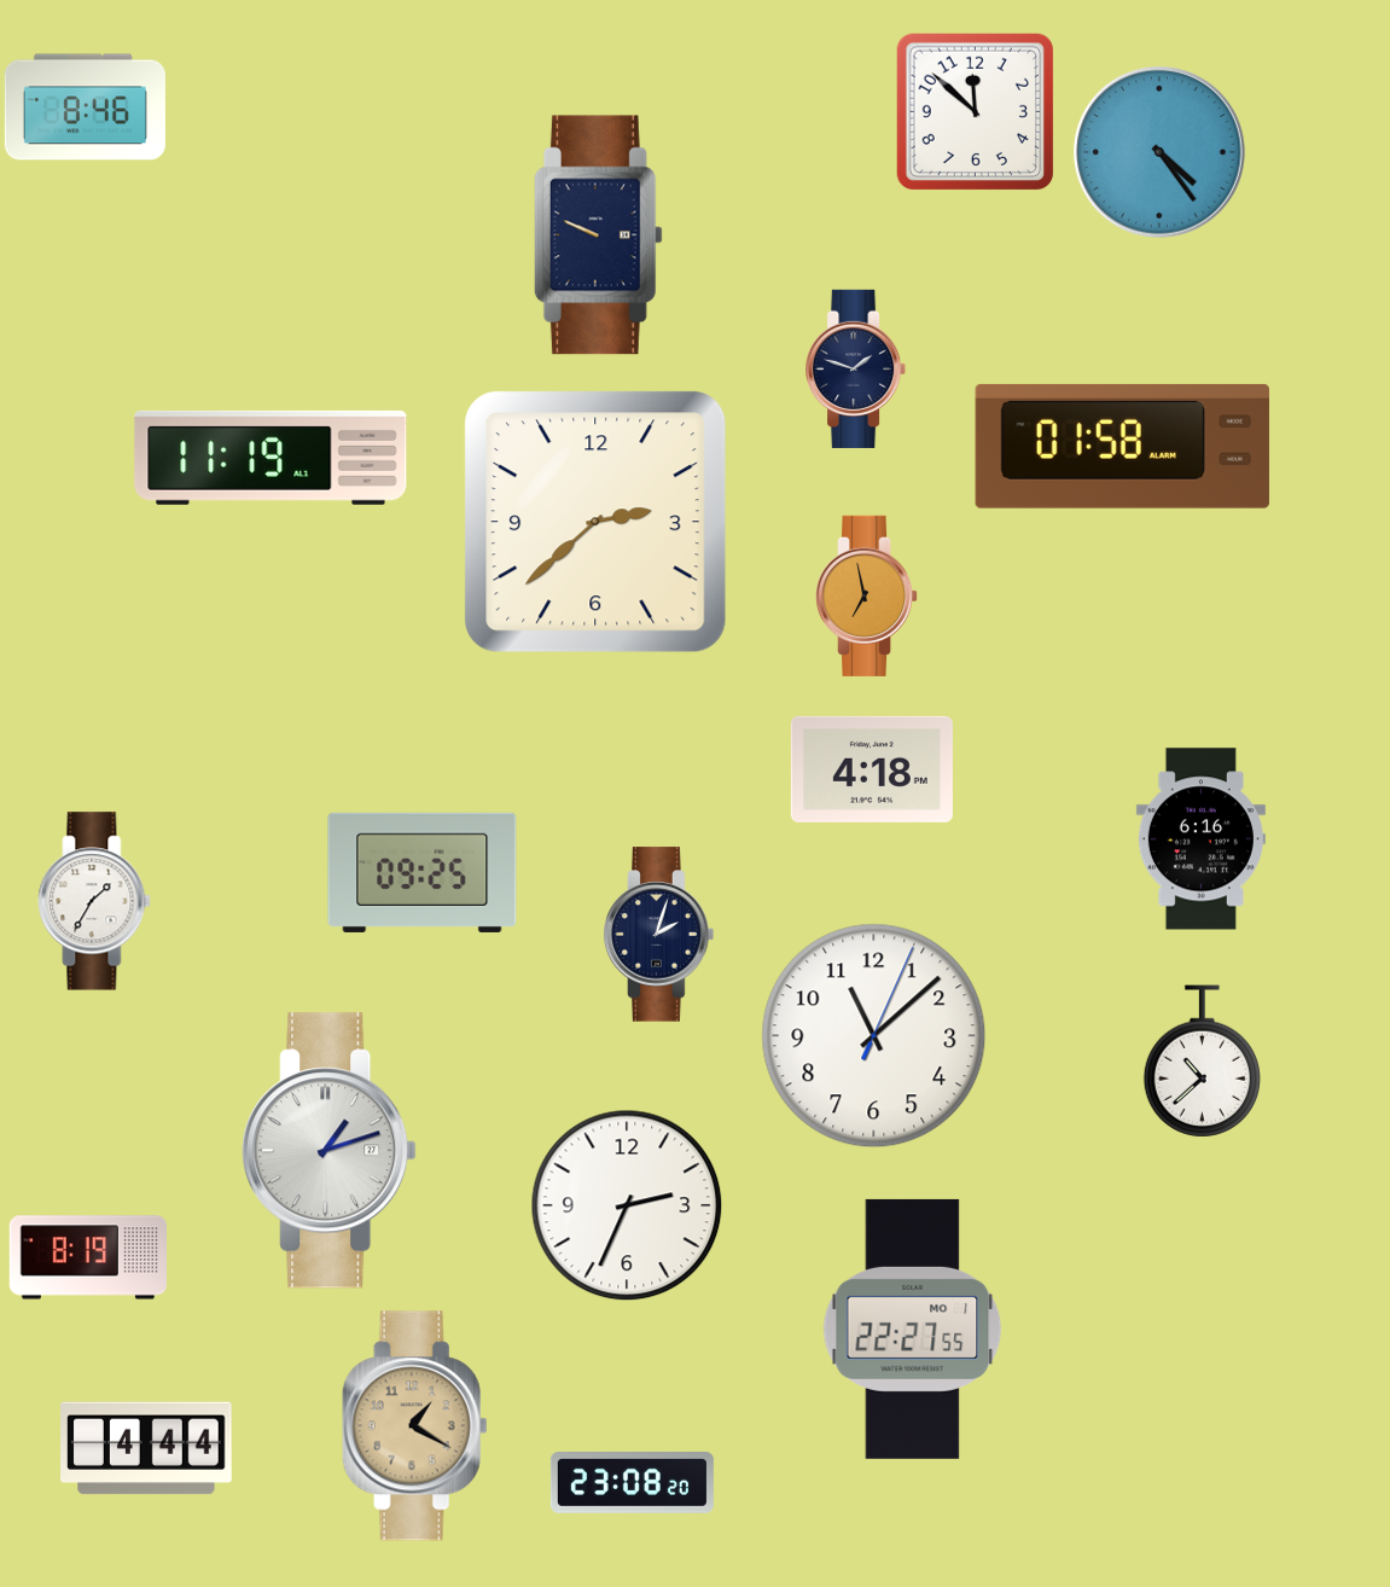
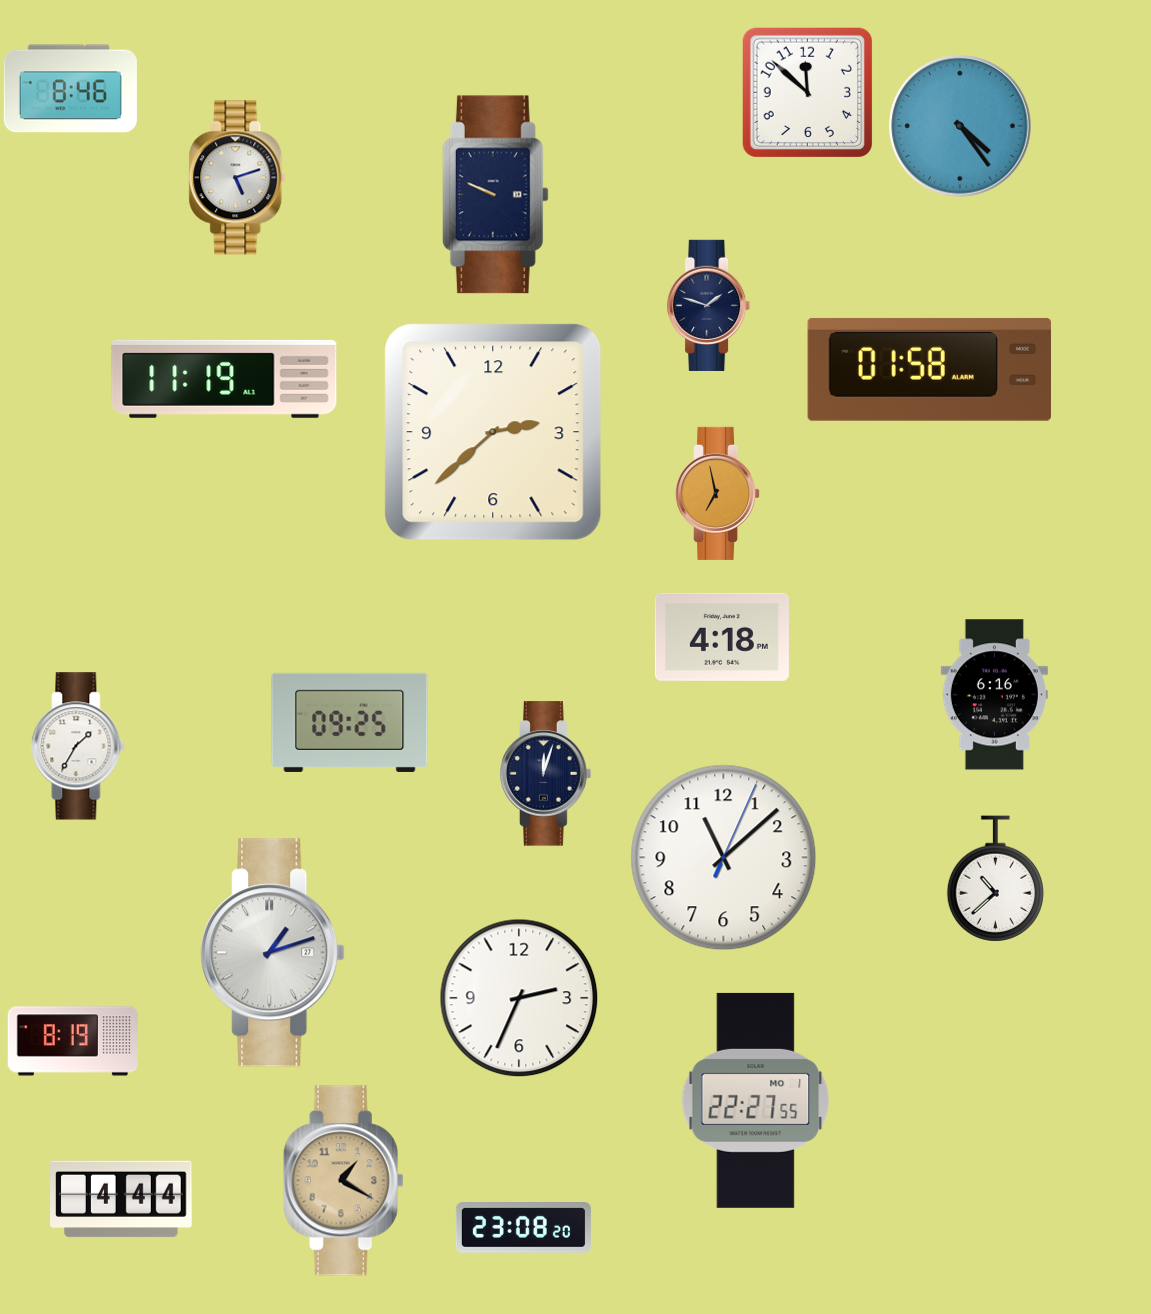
clock at (238, 178): none -> 5:12
clock at (659, 935): 2:03 -> 12:03
